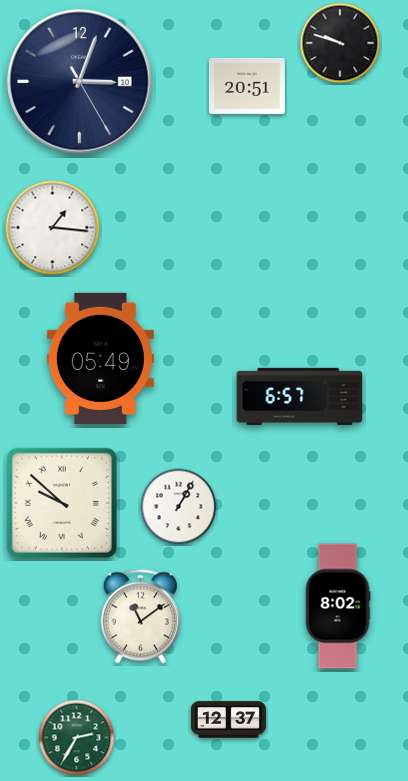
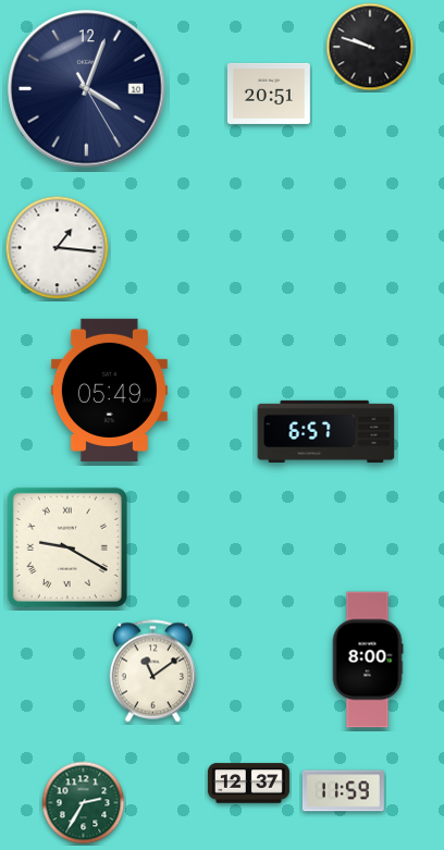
clock at (80, 82): 3:03 -> 4:03
clock at (62, 503): 9:52 -> 9:20
clock at (179, 507): 1:05 -> none
clock at (338, 606): 8:02 -> 8:00
clock at (343, 791): none -> 11:59
